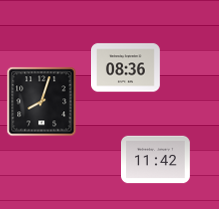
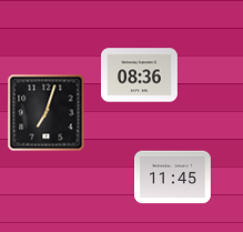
clock at (42, 102): 8:03 -> 7:03
clock at (156, 160): 11:42 -> 11:45
